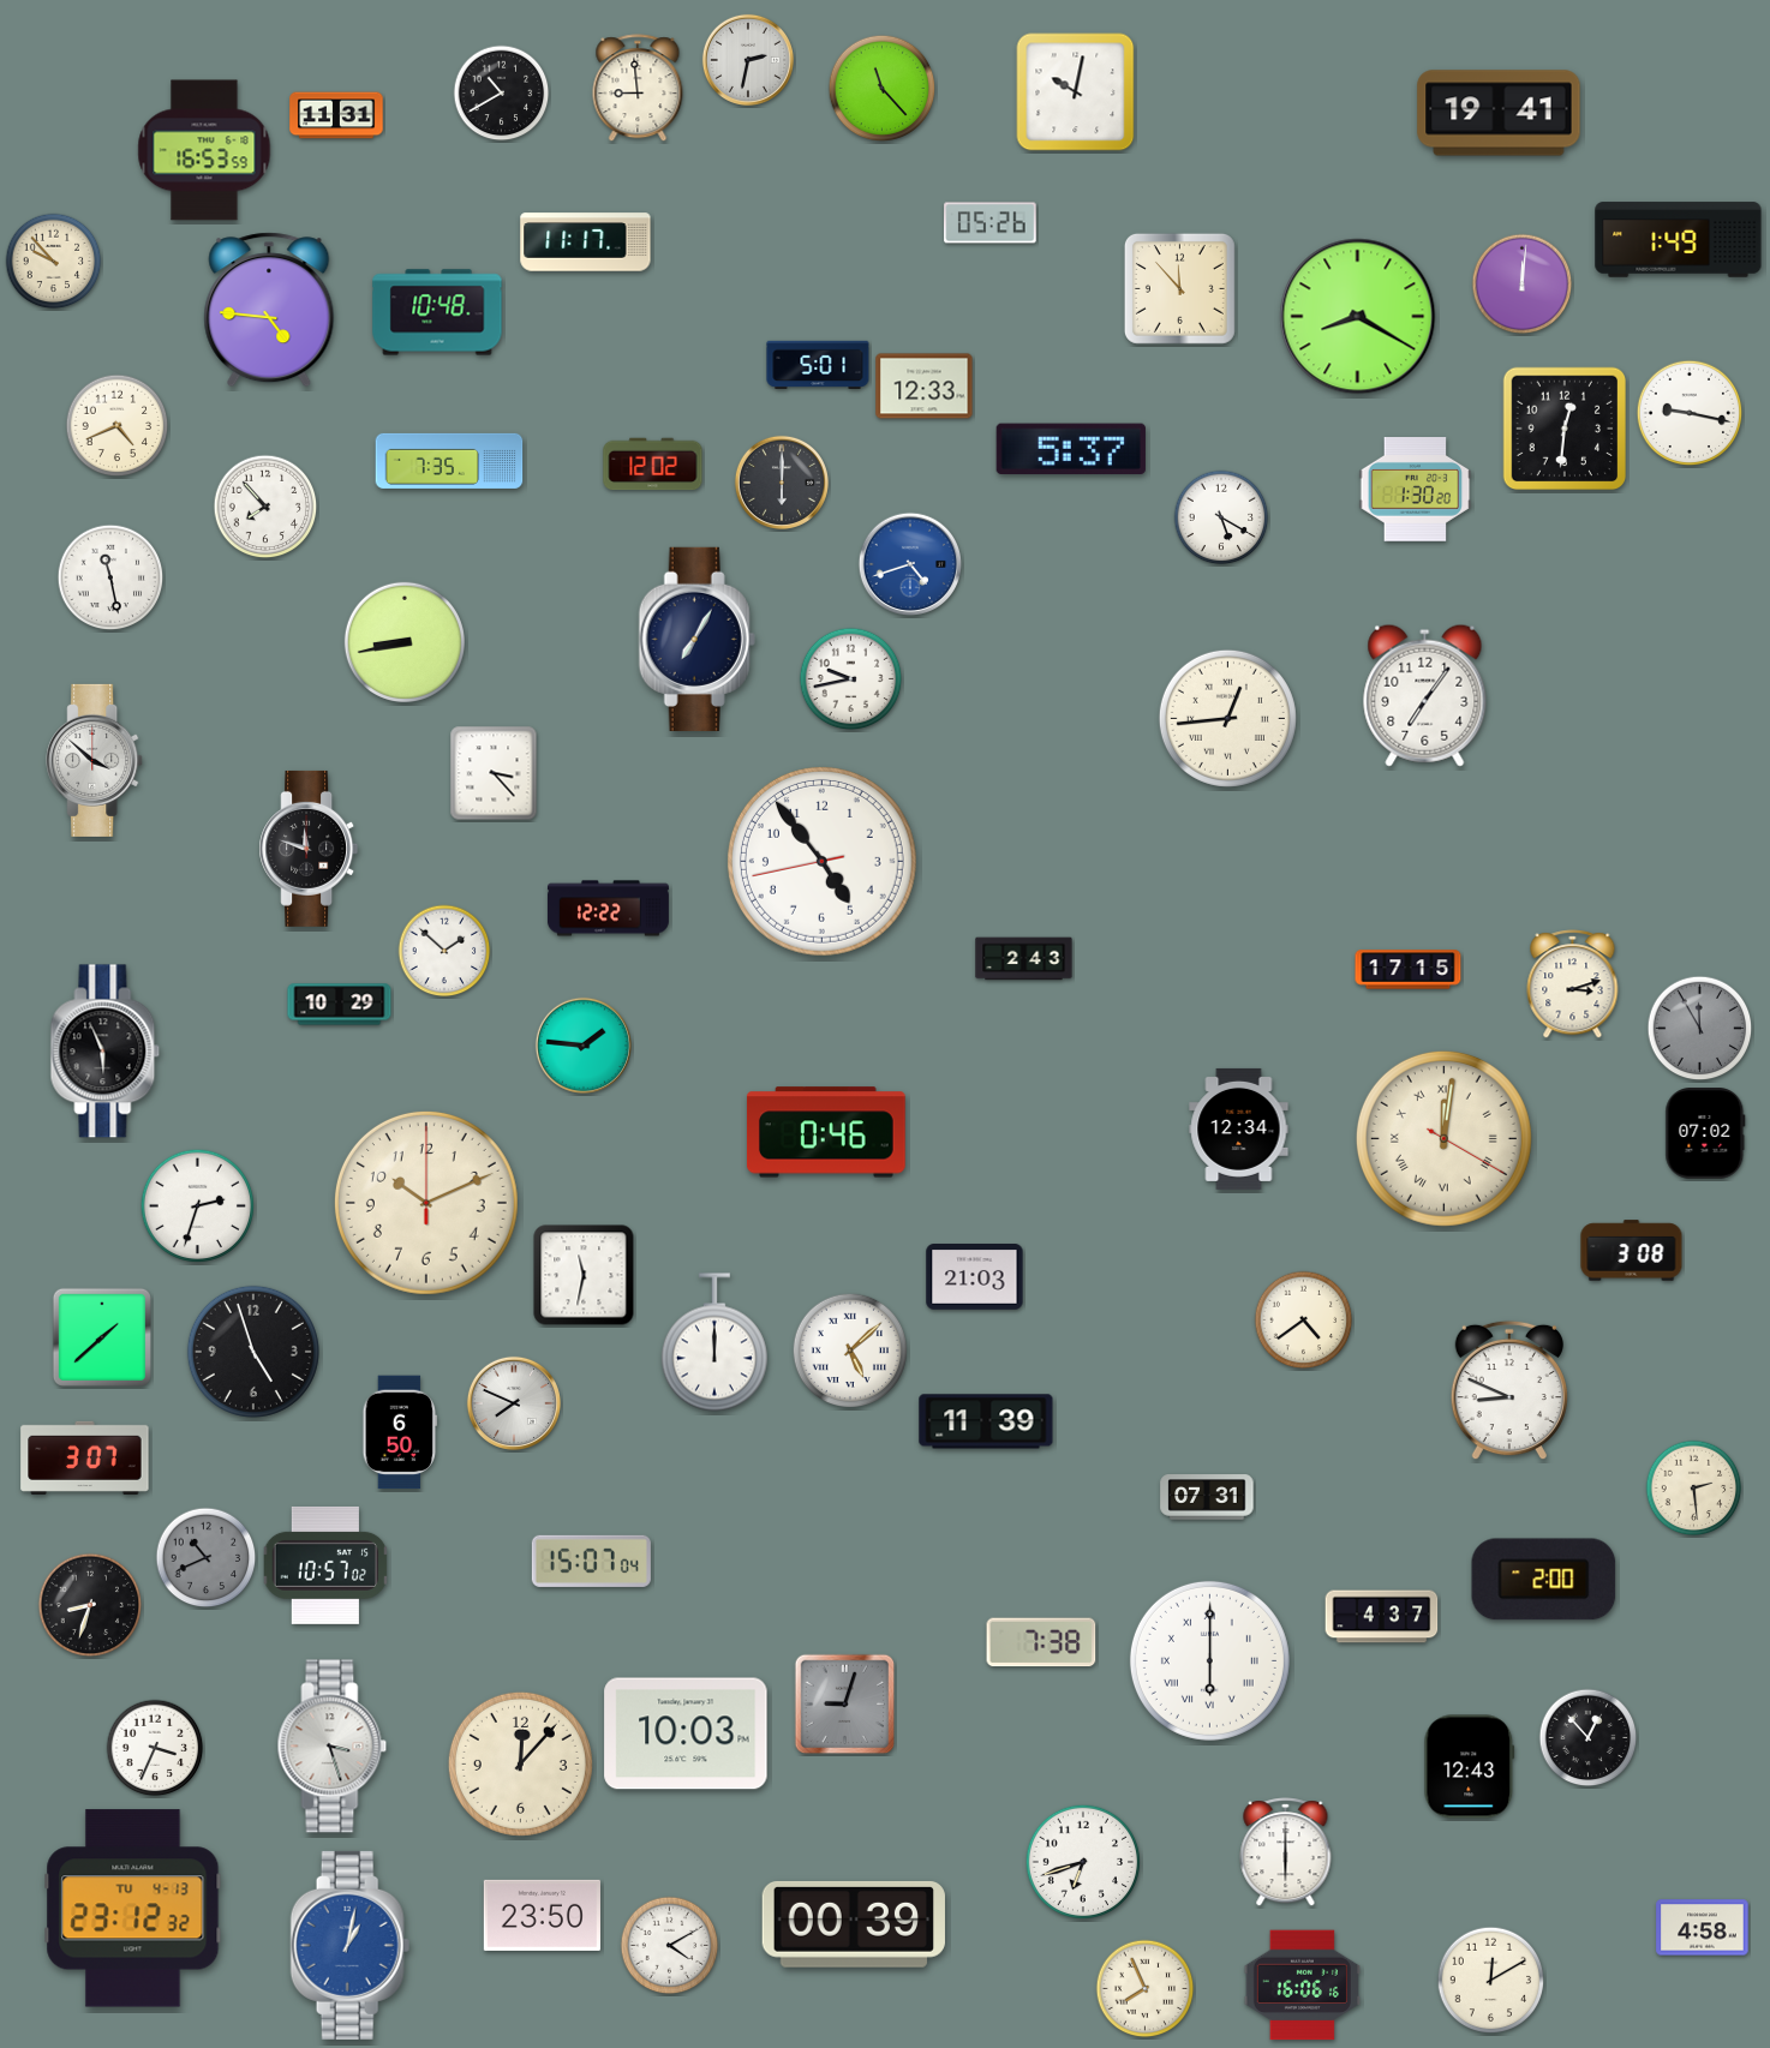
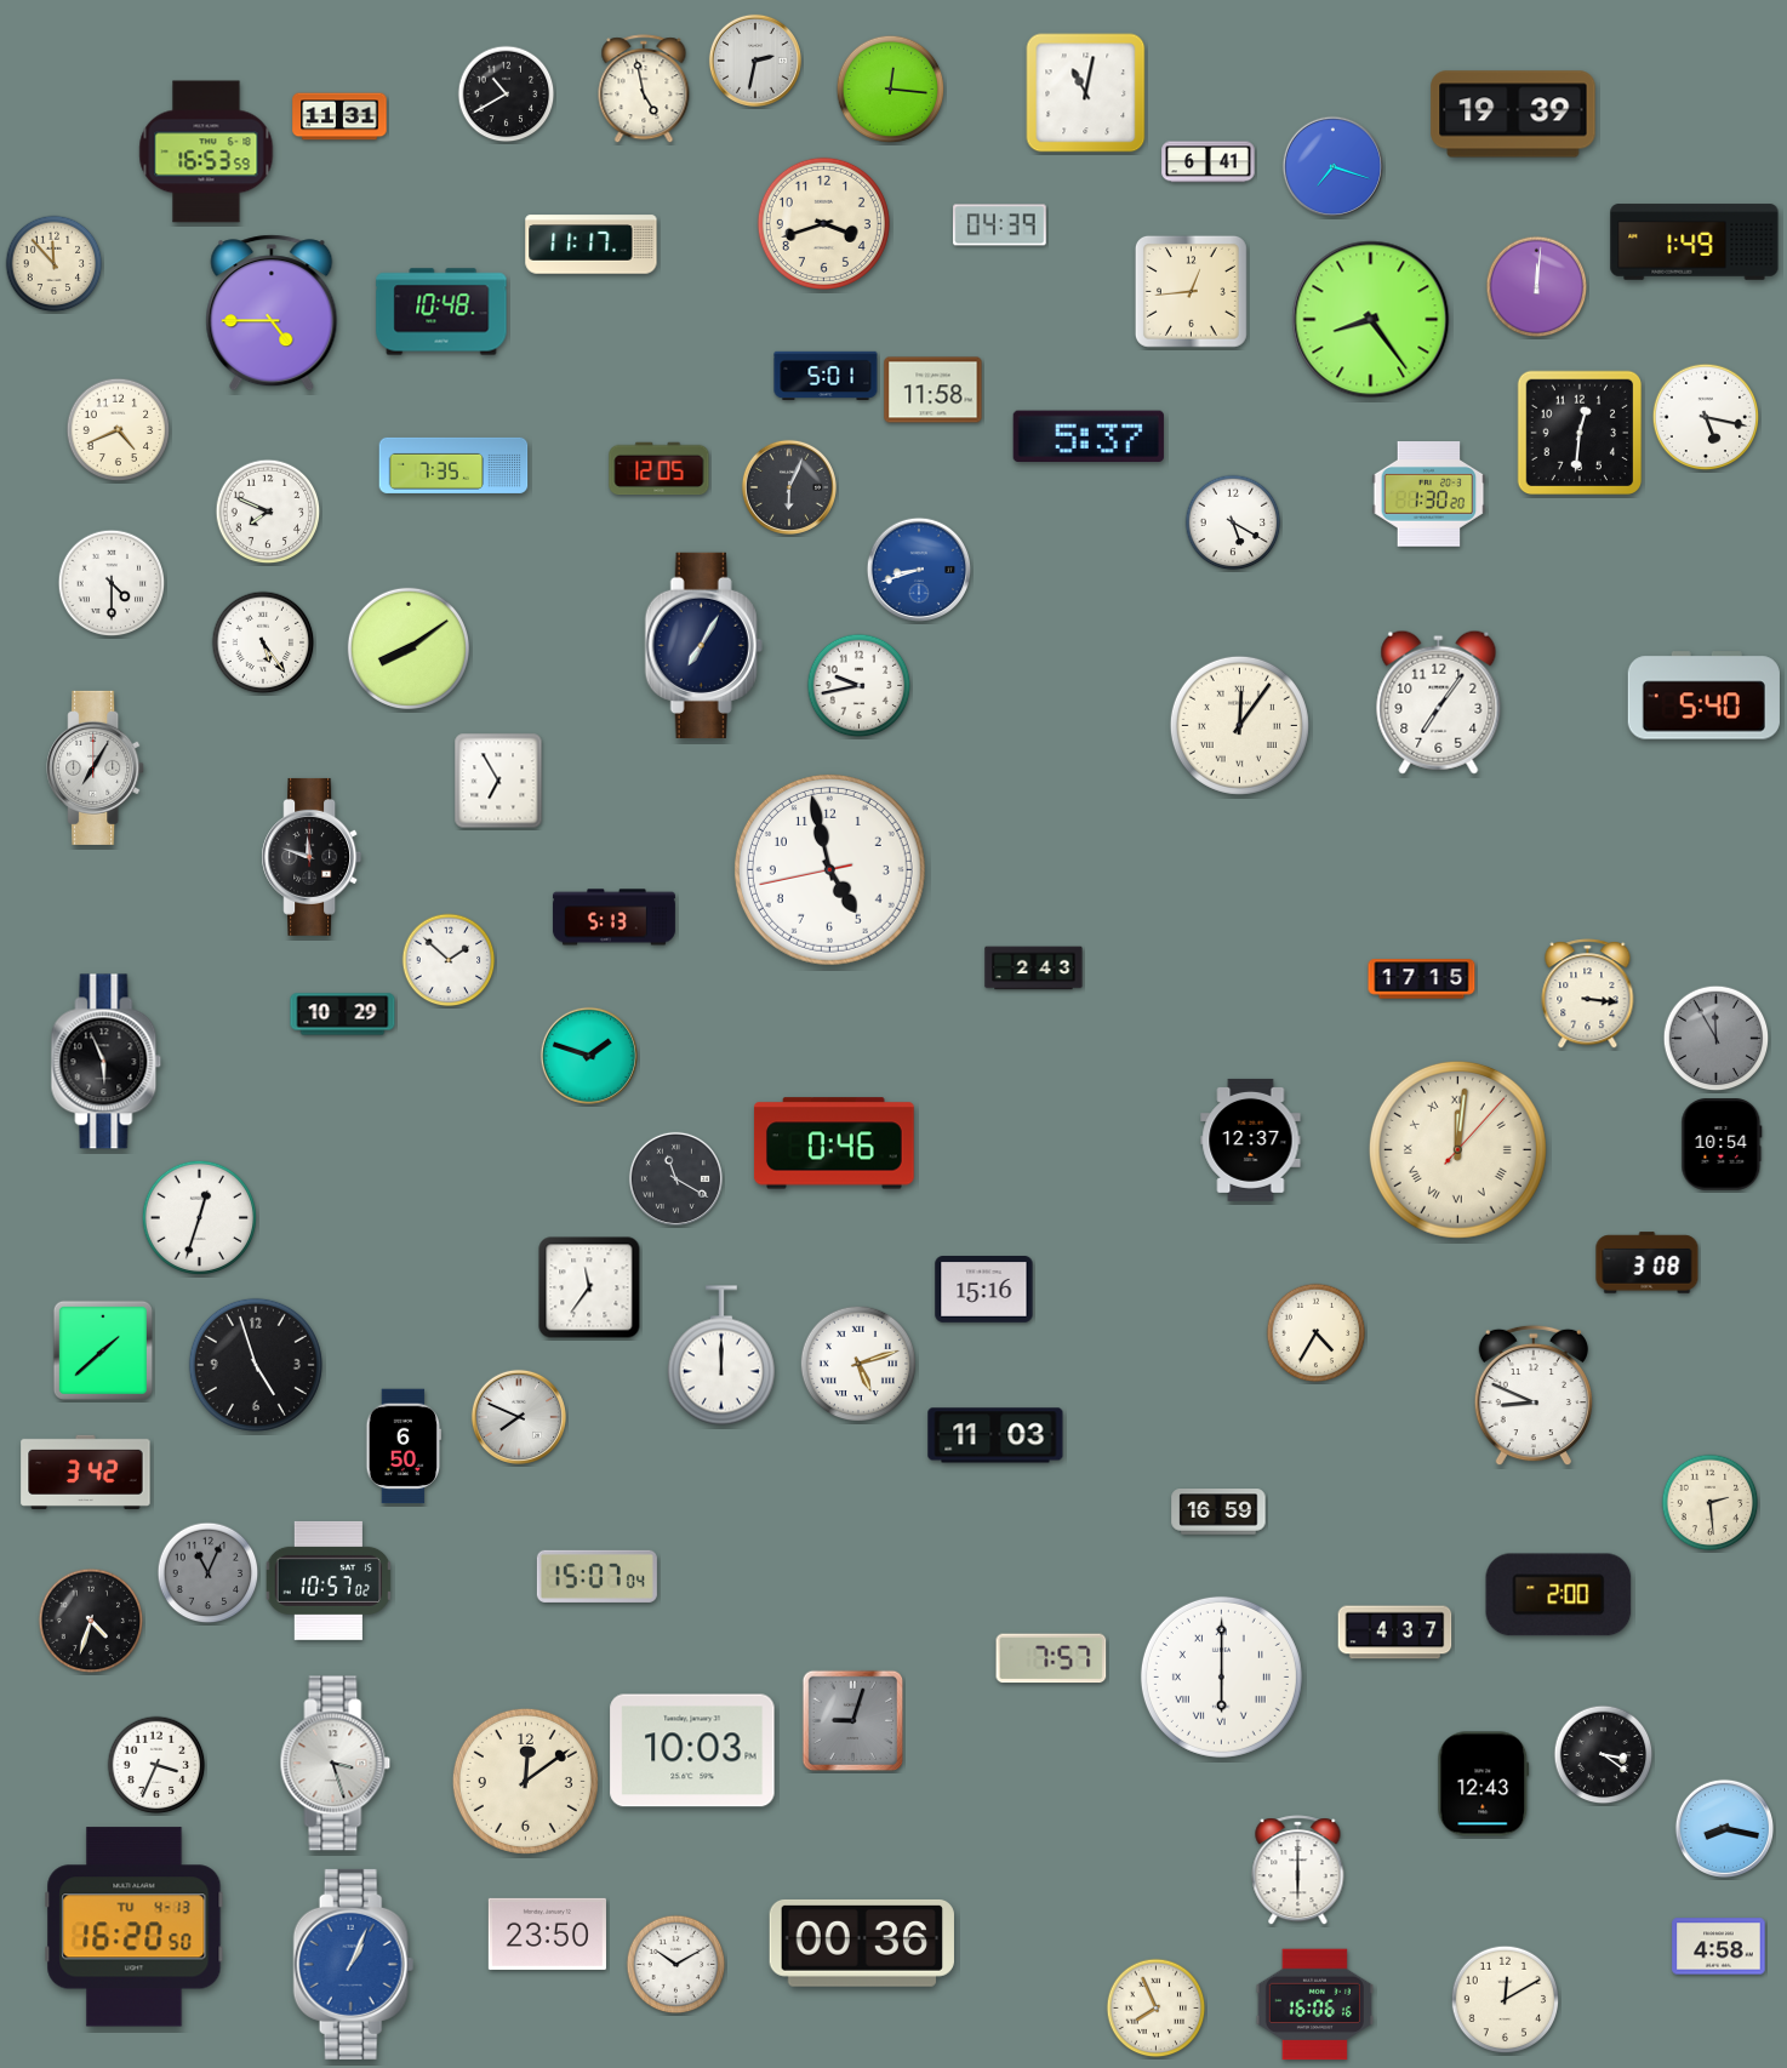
clock at (638, 89): 8:59 -> 4:58
clock at (883, 89): 11:23 -> 12:16
clock at (1076, 92): 10:02 -> 11:02
clock at (1499, 113): 19:41 -> 19:39
clock at (1209, 162): none -> 6:41
clock at (1332, 166): none -> 7:18
clock at (823, 223): none -> 3:42
clock at (991, 223): 05:26 -> 04:39
clock at (54, 262): 9:53 -> 11:53
clock at (1179, 288): 11:53 -> 12:44
clock at (269, 310): 4:46 -> 4:45
clock at (437, 312) position: (437, 312) -> (441, 312)
clock at (1358, 317): 8:20 -> 8:24
clock at (818, 364) position: (818, 364) -> (826, 375)
clock at (925, 387): 12:33 -> 11:58
clock at (1690, 413): 9:17 -> 5:17
clock at (1071, 449) position: (1071, 449) -> (1089, 436)
clock at (653, 465): 12:02 -> 12:05
clock at (782, 483): 6:00 -> 6:04
clock at (265, 507): 7:53 -> 7:49
clock at (910, 564): 4:42 -> 8:42
clock at (110, 577): 11:28 -> 4:30
clock at (263, 642): none -> 5:24
clock at (403, 641): 8:43 -> 8:09
clock at (1703, 696): none -> 5:40
clock at (1227, 718): 12:44 -> 12:06
clock at (95, 760): 3:52 -> 7:05
clock at (494, 773): 3:23 -> 6:55
clock at (821, 861): 4:53 -> 4:57
clock at (608, 909): 12:22 -> 5:13
clock at (1573, 984): 3:12 -> 3:16
clock at (582, 1044): 1:46 -> 1:48
clock at (1239, 1128): 12:34 -> 12:37
clock at (1705, 1133): 07:02 -> 10:54
clock at (1443, 1138): 12:01:20 -> 12:01:07
clock at (675, 1178): none -> 11:20
clock at (426, 1203): 10:11 -> none
clock at (198, 1206): 2:33 -> 12:33
clock at (584, 1275): 11:32 -> 11:36
clock at (975, 1277): 21:03 -> 15:16
clock at (1304, 1321): 4:39 -> 4:35
clock at (850, 1351): 5:08 -> 5:12
clock at (1509, 1390) position: (1509, 1390) -> (1534, 1395)
clock at (986, 1421): 11:39 -> 11:03
clock at (85, 1457): 3:07 -> 3:42
clock at (1207, 1497): 07:31 -> 16:59
clock at (207, 1558): 10:41 -> 11:04
clock at (90, 1605): 8:33 -> 4:33
clock at (1041, 1642): 7:38 -> 7:57
clock at (1589, 1738): 12:53 -> 3:21
clock at (520, 1763): 12:07 -> 12:09
clock at (1724, 1828): none -> 8:17
clock at (1083, 1862): 6:42 -> none
clock at (133, 1909): 23:12 -> 16:20
clock at (853, 1924): 00:39 -> 00:36
clock at (351, 1945): 1:02 -> 1:04
clock at (670, 1946): 4:10 -> 10:10
